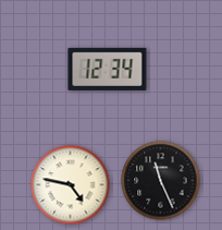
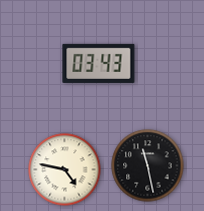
clock at (108, 69): 12:34 -> 03:43
clock at (161, 181): 11:26 -> 11:28
